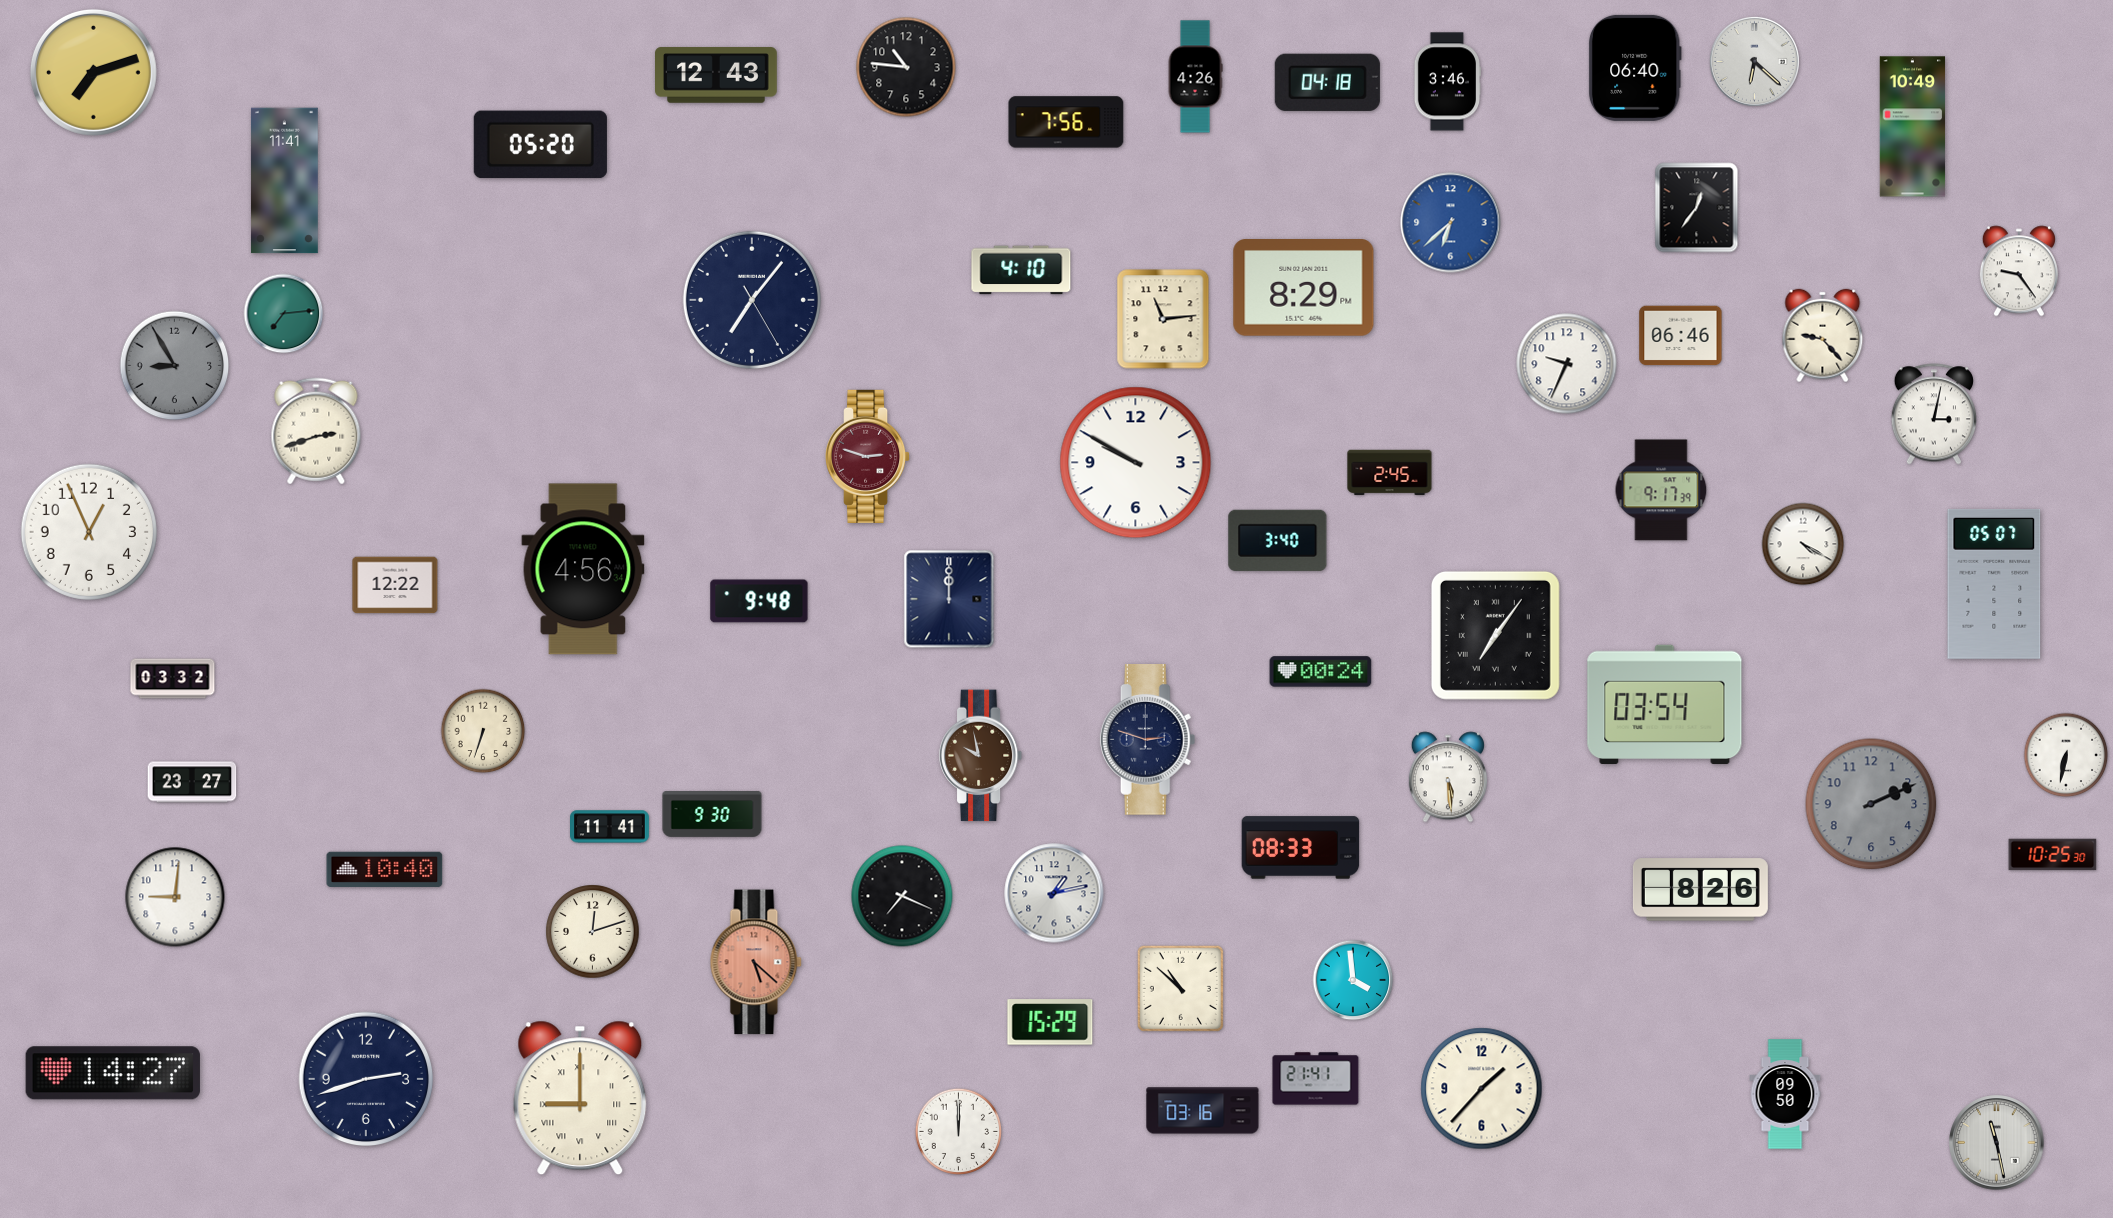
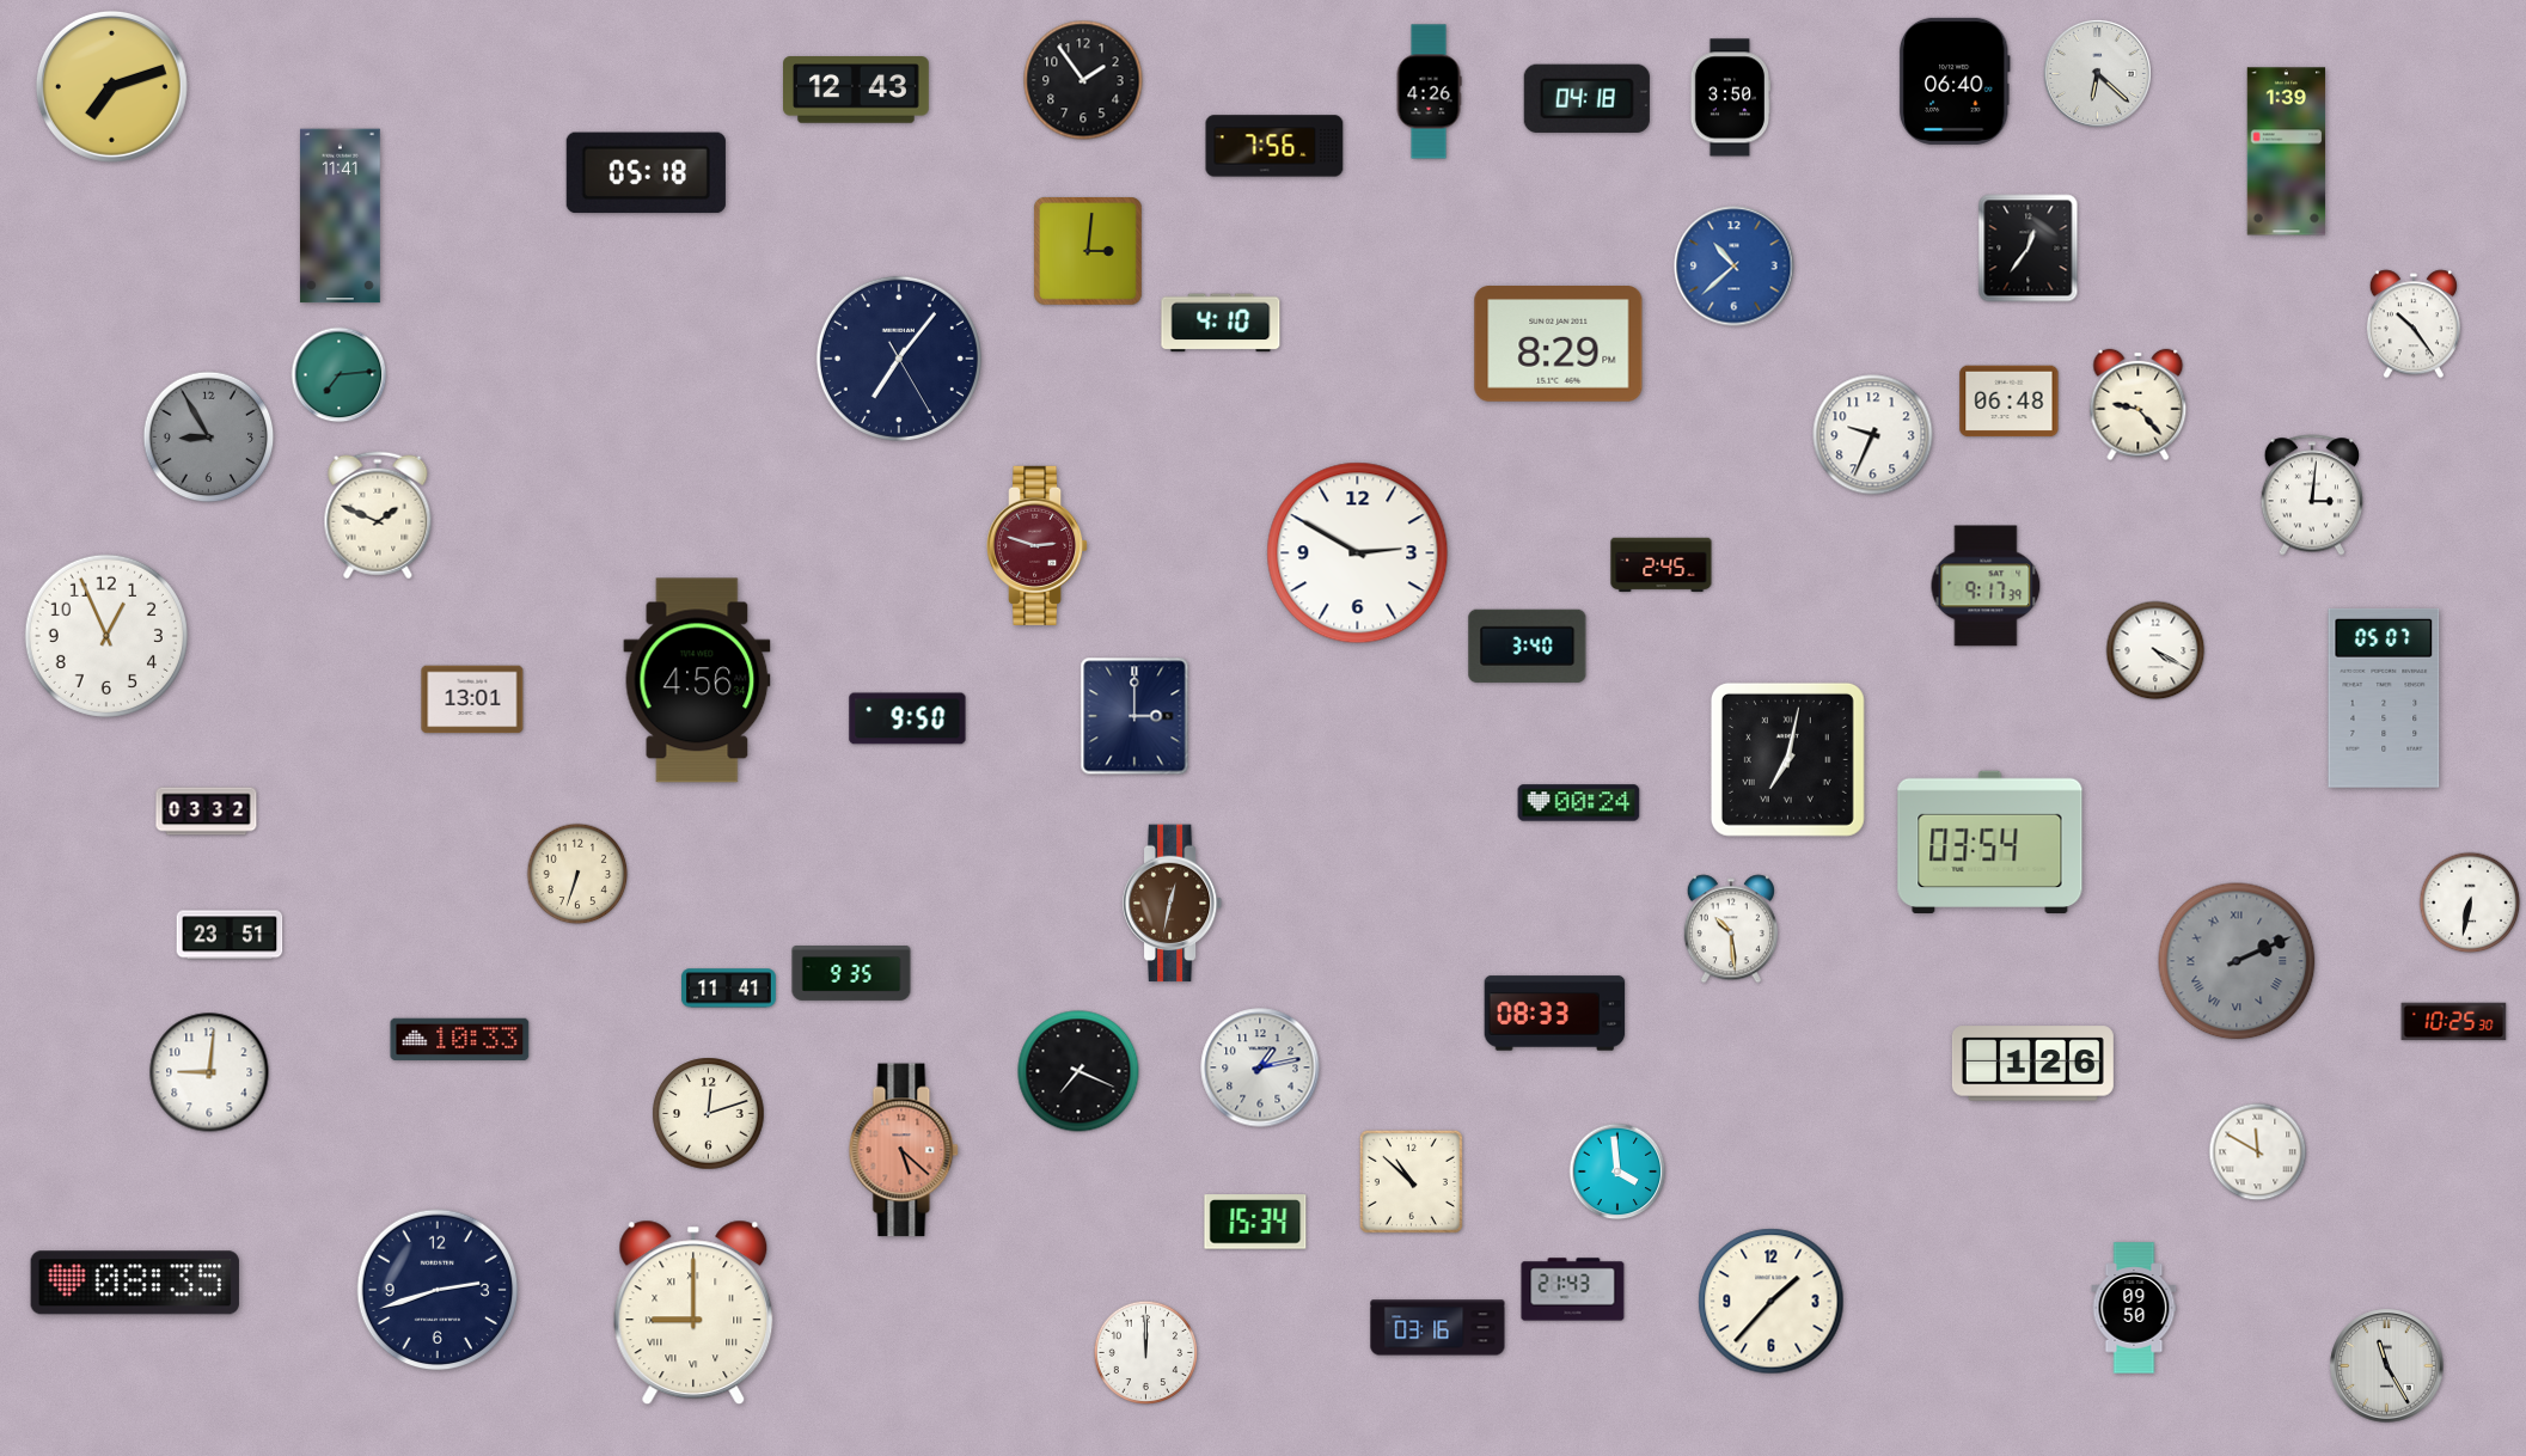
clock at (906, 67): 10:46 -> 1:54
clock at (1446, 82): 3:46 -> 3:50
clock at (1913, 127): 10:49 -> 1:39
clock at (540, 145): 05:20 -> 05:18
clock at (1089, 252): none -> 3:01
clock at (1451, 223): 6:38 -> 10:38
clock at (2019, 271): 9:24 -> 10:24
clock at (1163, 319): 11:14 -> none
clock at (1681, 336): 06:46 -> 06:48
clock at (1823, 336) position: (1823, 336) -> (2139, 405)
clock at (1934, 414): 3:02 -> 3:01
clock at (316, 431): 2:42 -> 1:49
clock at (1136, 463): 9:50 -> 2:50
clock at (395, 585): 12:22 -> 13:01
clock at (949, 599): 12:00 -> 3:00
clock at (759, 601): 9:48 -> 9:50
clock at (1495, 635): 7:06 -> 7:02
clock at (1148, 740): 2:48 -> none
clock at (981, 756): 9:58 -> 12:32
clock at (1448, 777): 5:29 -> 10:29
clock at (192, 782): 23:27 -> 23:51
clock at (1871, 804) numerals: Arabic -> Roman
clock at (712, 815): 9:30 -> 9:35
clock at (385, 869): 10:40 -> 10:33
clock at (1700, 890): 8:26 -> 1:26
clock at (2258, 1152): none -> 11:50
clock at (1050, 1022): 15:29 -> 15:34
clock at (113, 1073): 14:27 -> 08:35
clock at (1316, 1079): 21:41 -> 21:43
clock at (1997, 1143): 11:28 -> 11:25
